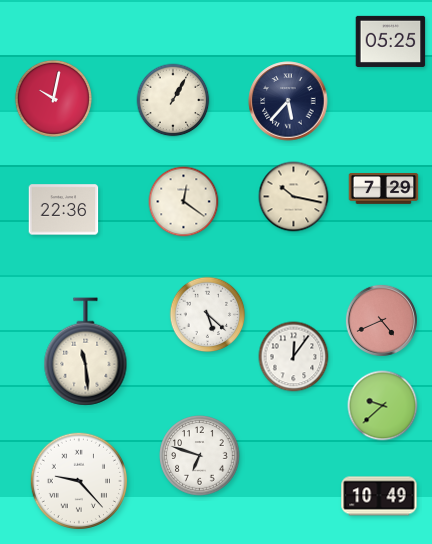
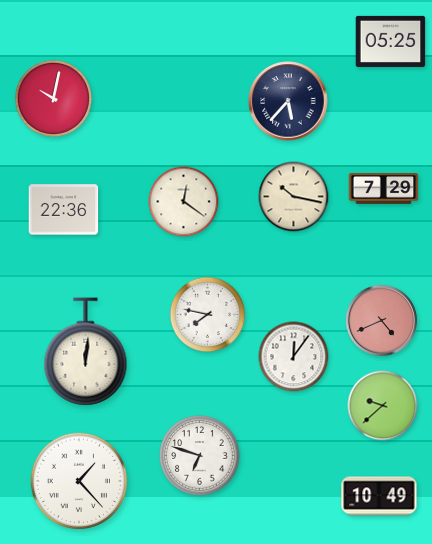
clock at (173, 100): 1:05 -> none
clock at (208, 315): 5:22 -> 7:47
clock at (86, 352): 11:29 -> 12:01
clock at (79, 481): 9:23 -> 1:23
